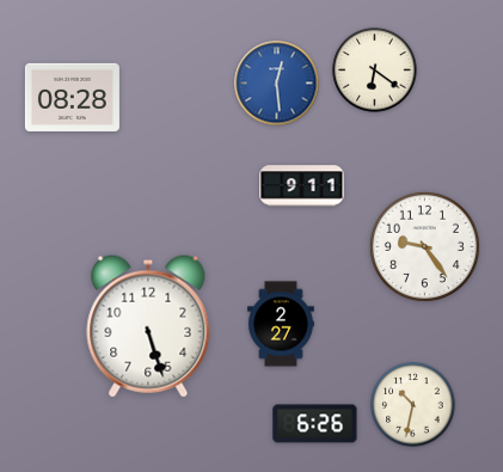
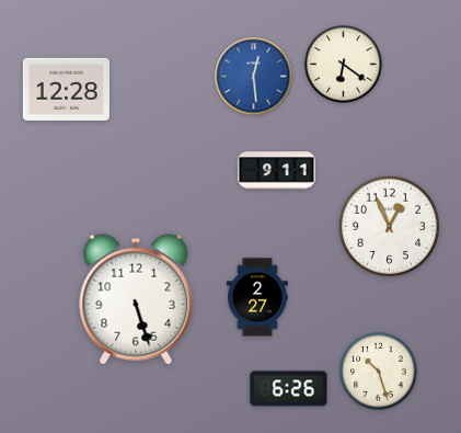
clock at (72, 97): 08:28 -> 12:28
clock at (424, 246): 9:24 -> 12:56
clock at (413, 405): 10:32 -> 10:27
